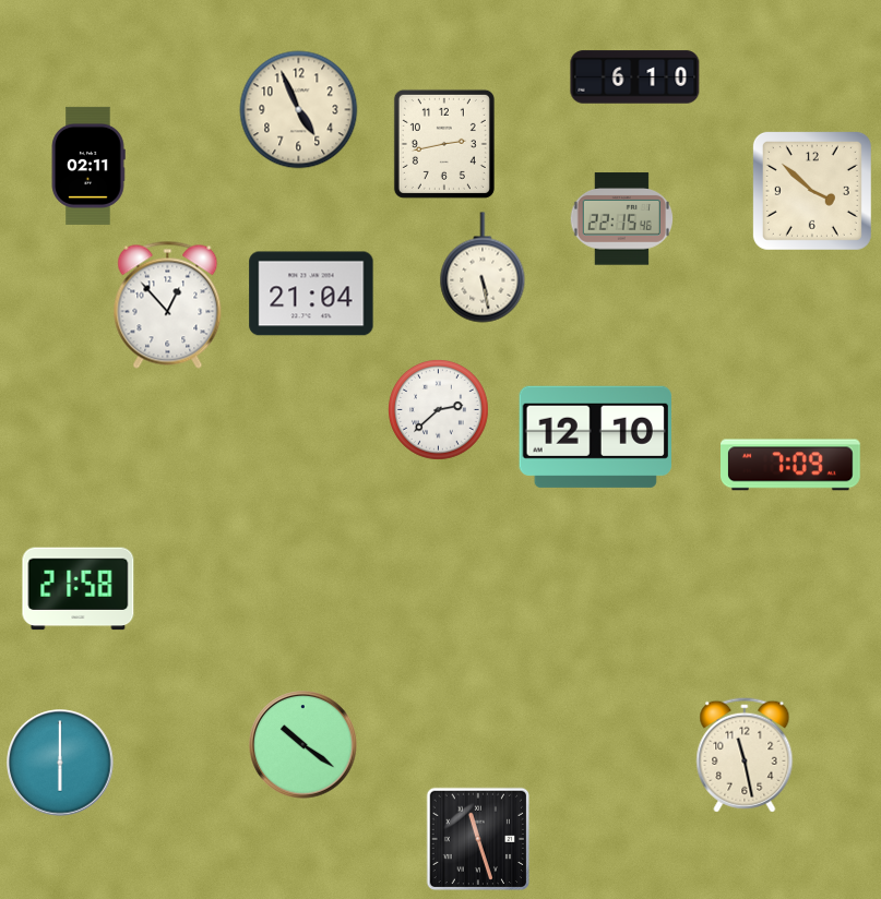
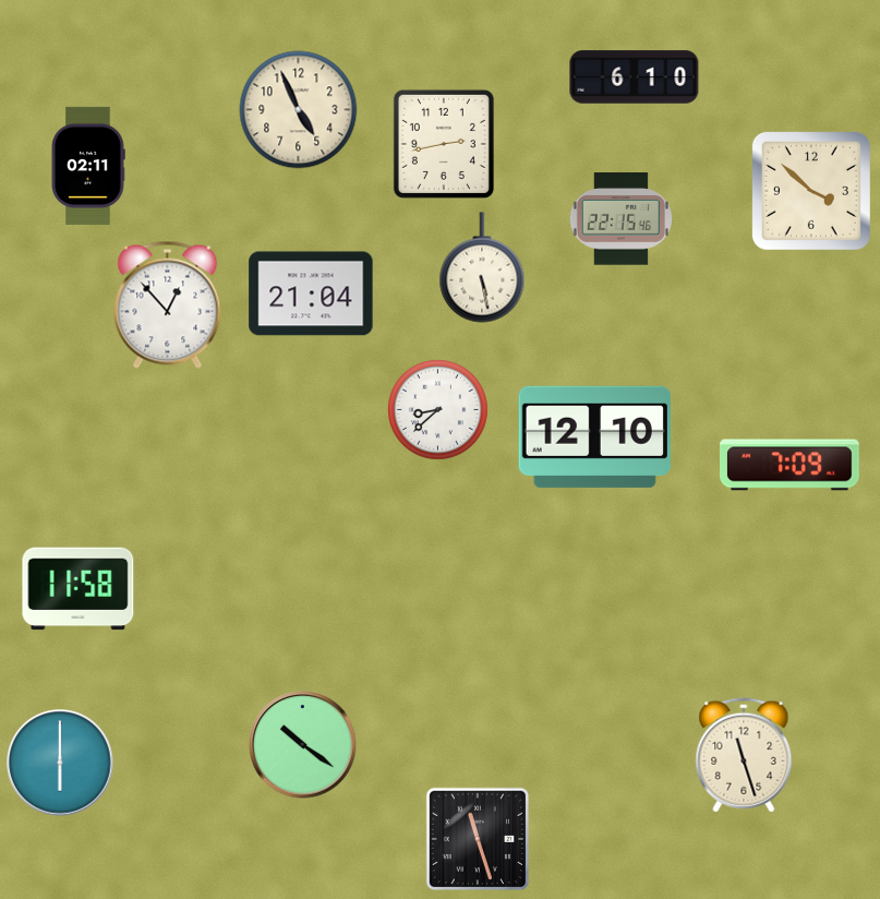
clock at (439, 410): 2:38 -> 8:38
clock at (79, 589): 21:58 -> 11:58
clock at (745, 755): 11:28 -> 11:27
